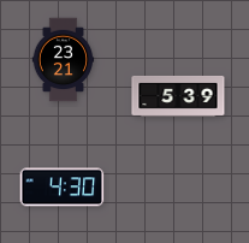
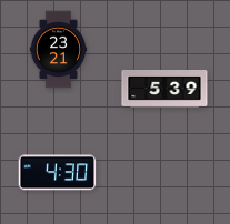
clock at (64, 60) position: (64, 60) -> (59, 50)
